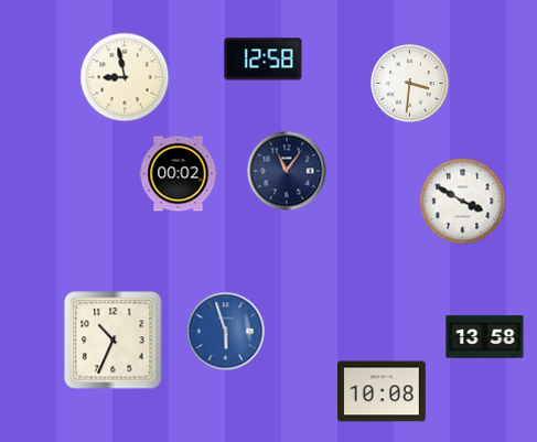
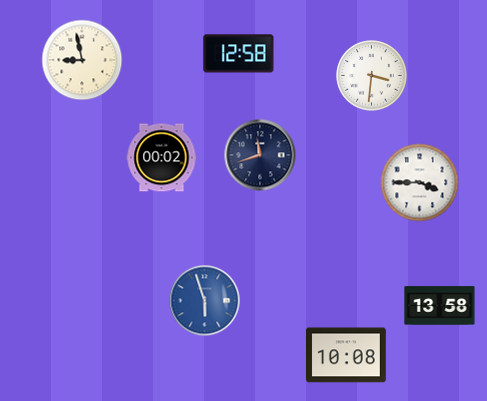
clock at (125, 77) position: (125, 77) -> (82, 60)
clock at (287, 171): 11:06 -> 11:42
clock at (463, 202): 3:50 -> 3:45
clock at (114, 341): 10:34 -> none
